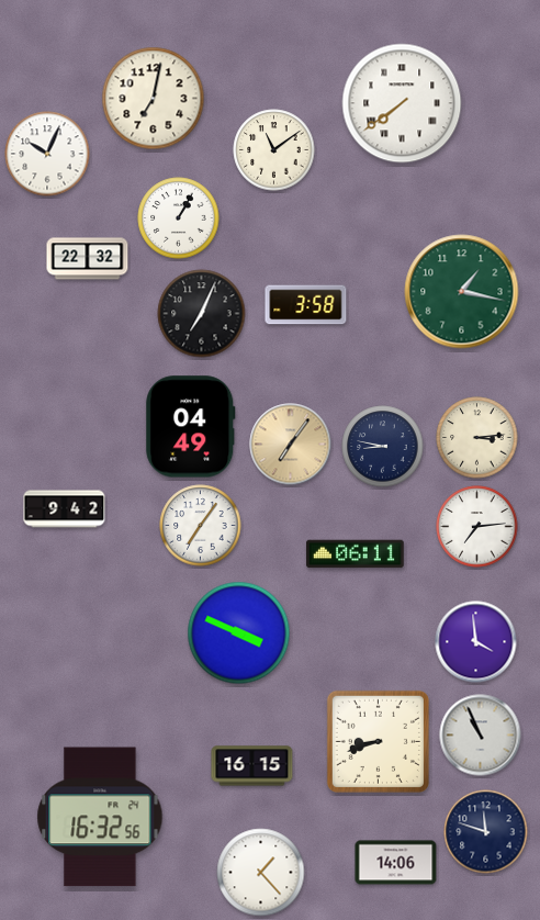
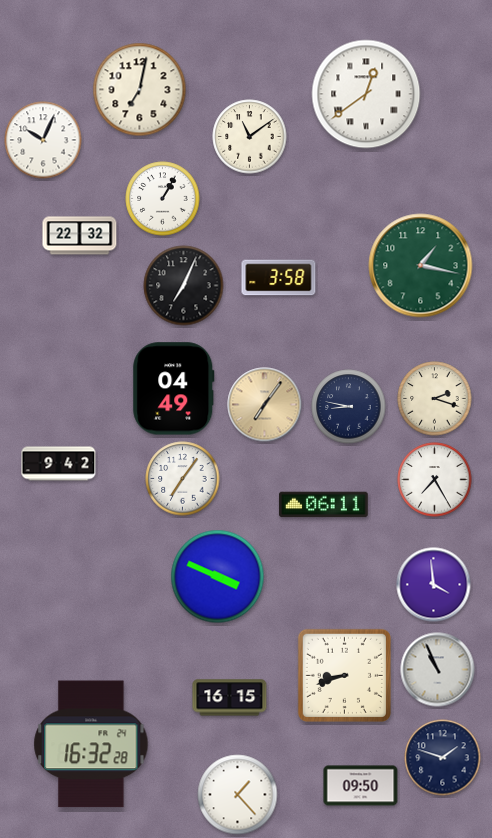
clock at (402, 103): 7:39 -> 12:39
clock at (477, 438): 3:14 -> 2:18
clock at (477, 527): 7:14 -> 7:25
clock at (100, 817): 16:32:56 -> 16:32:28
clock at (486, 832): 11:48 -> 1:48
clock at (396, 863): 14:06 -> 09:50
